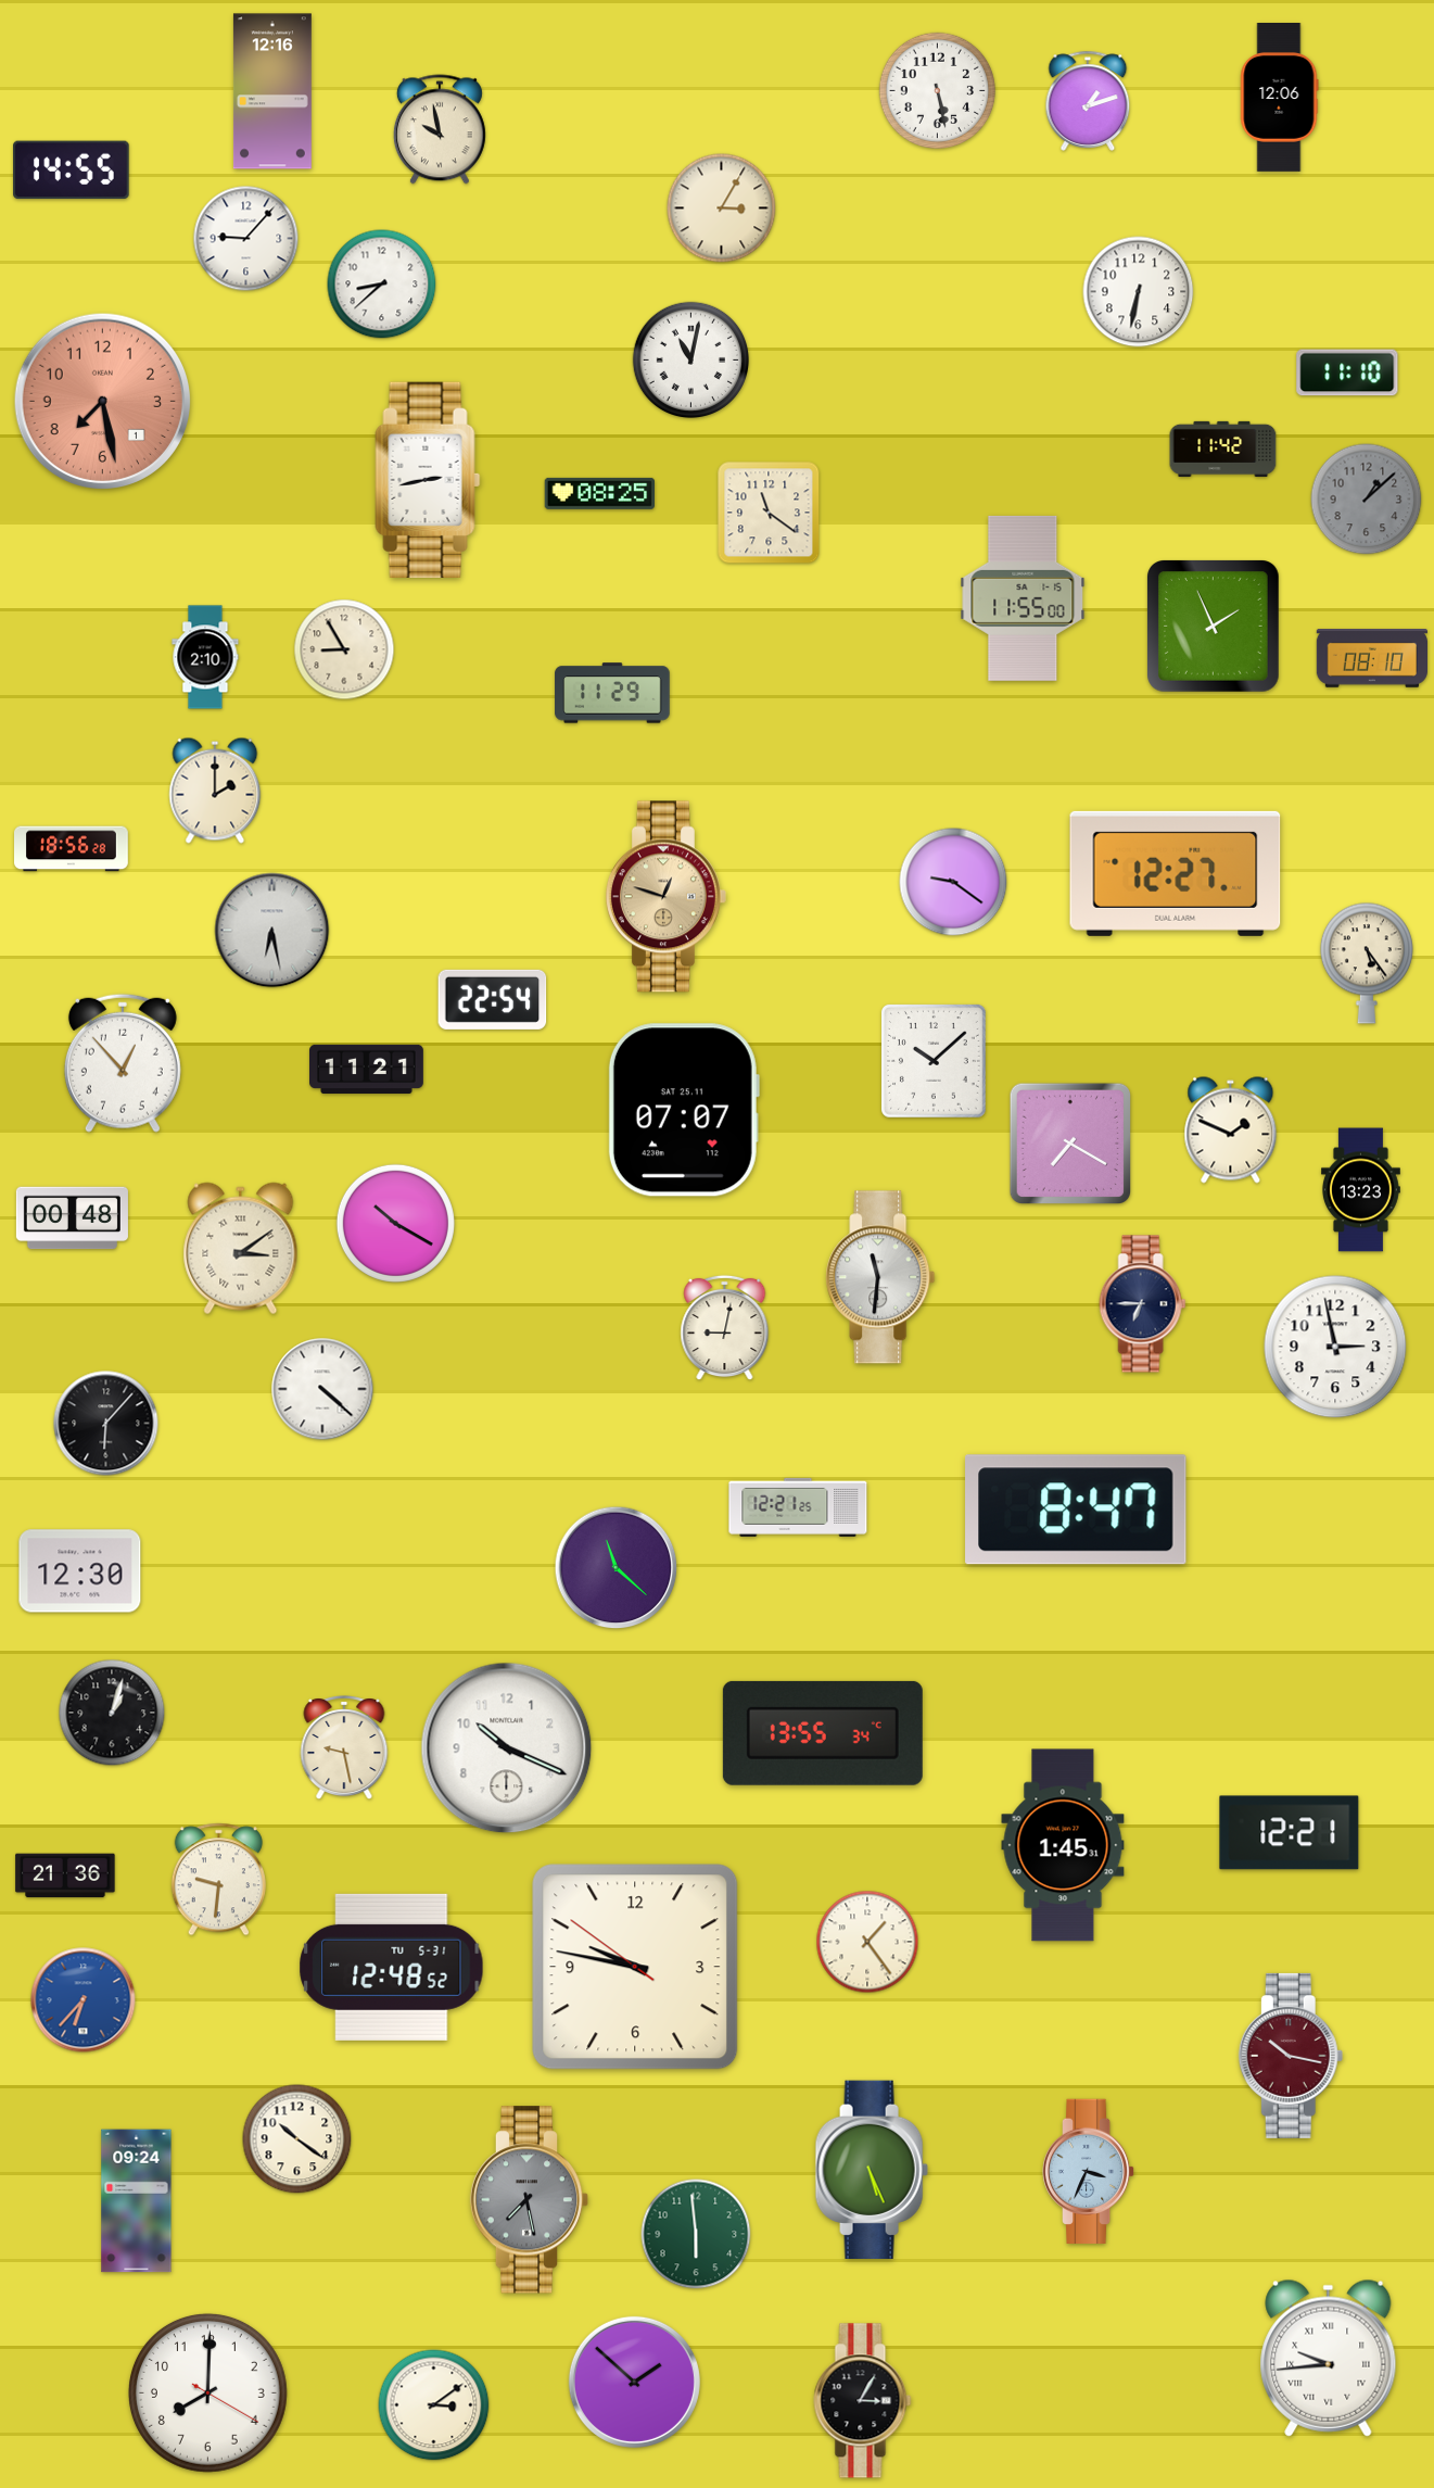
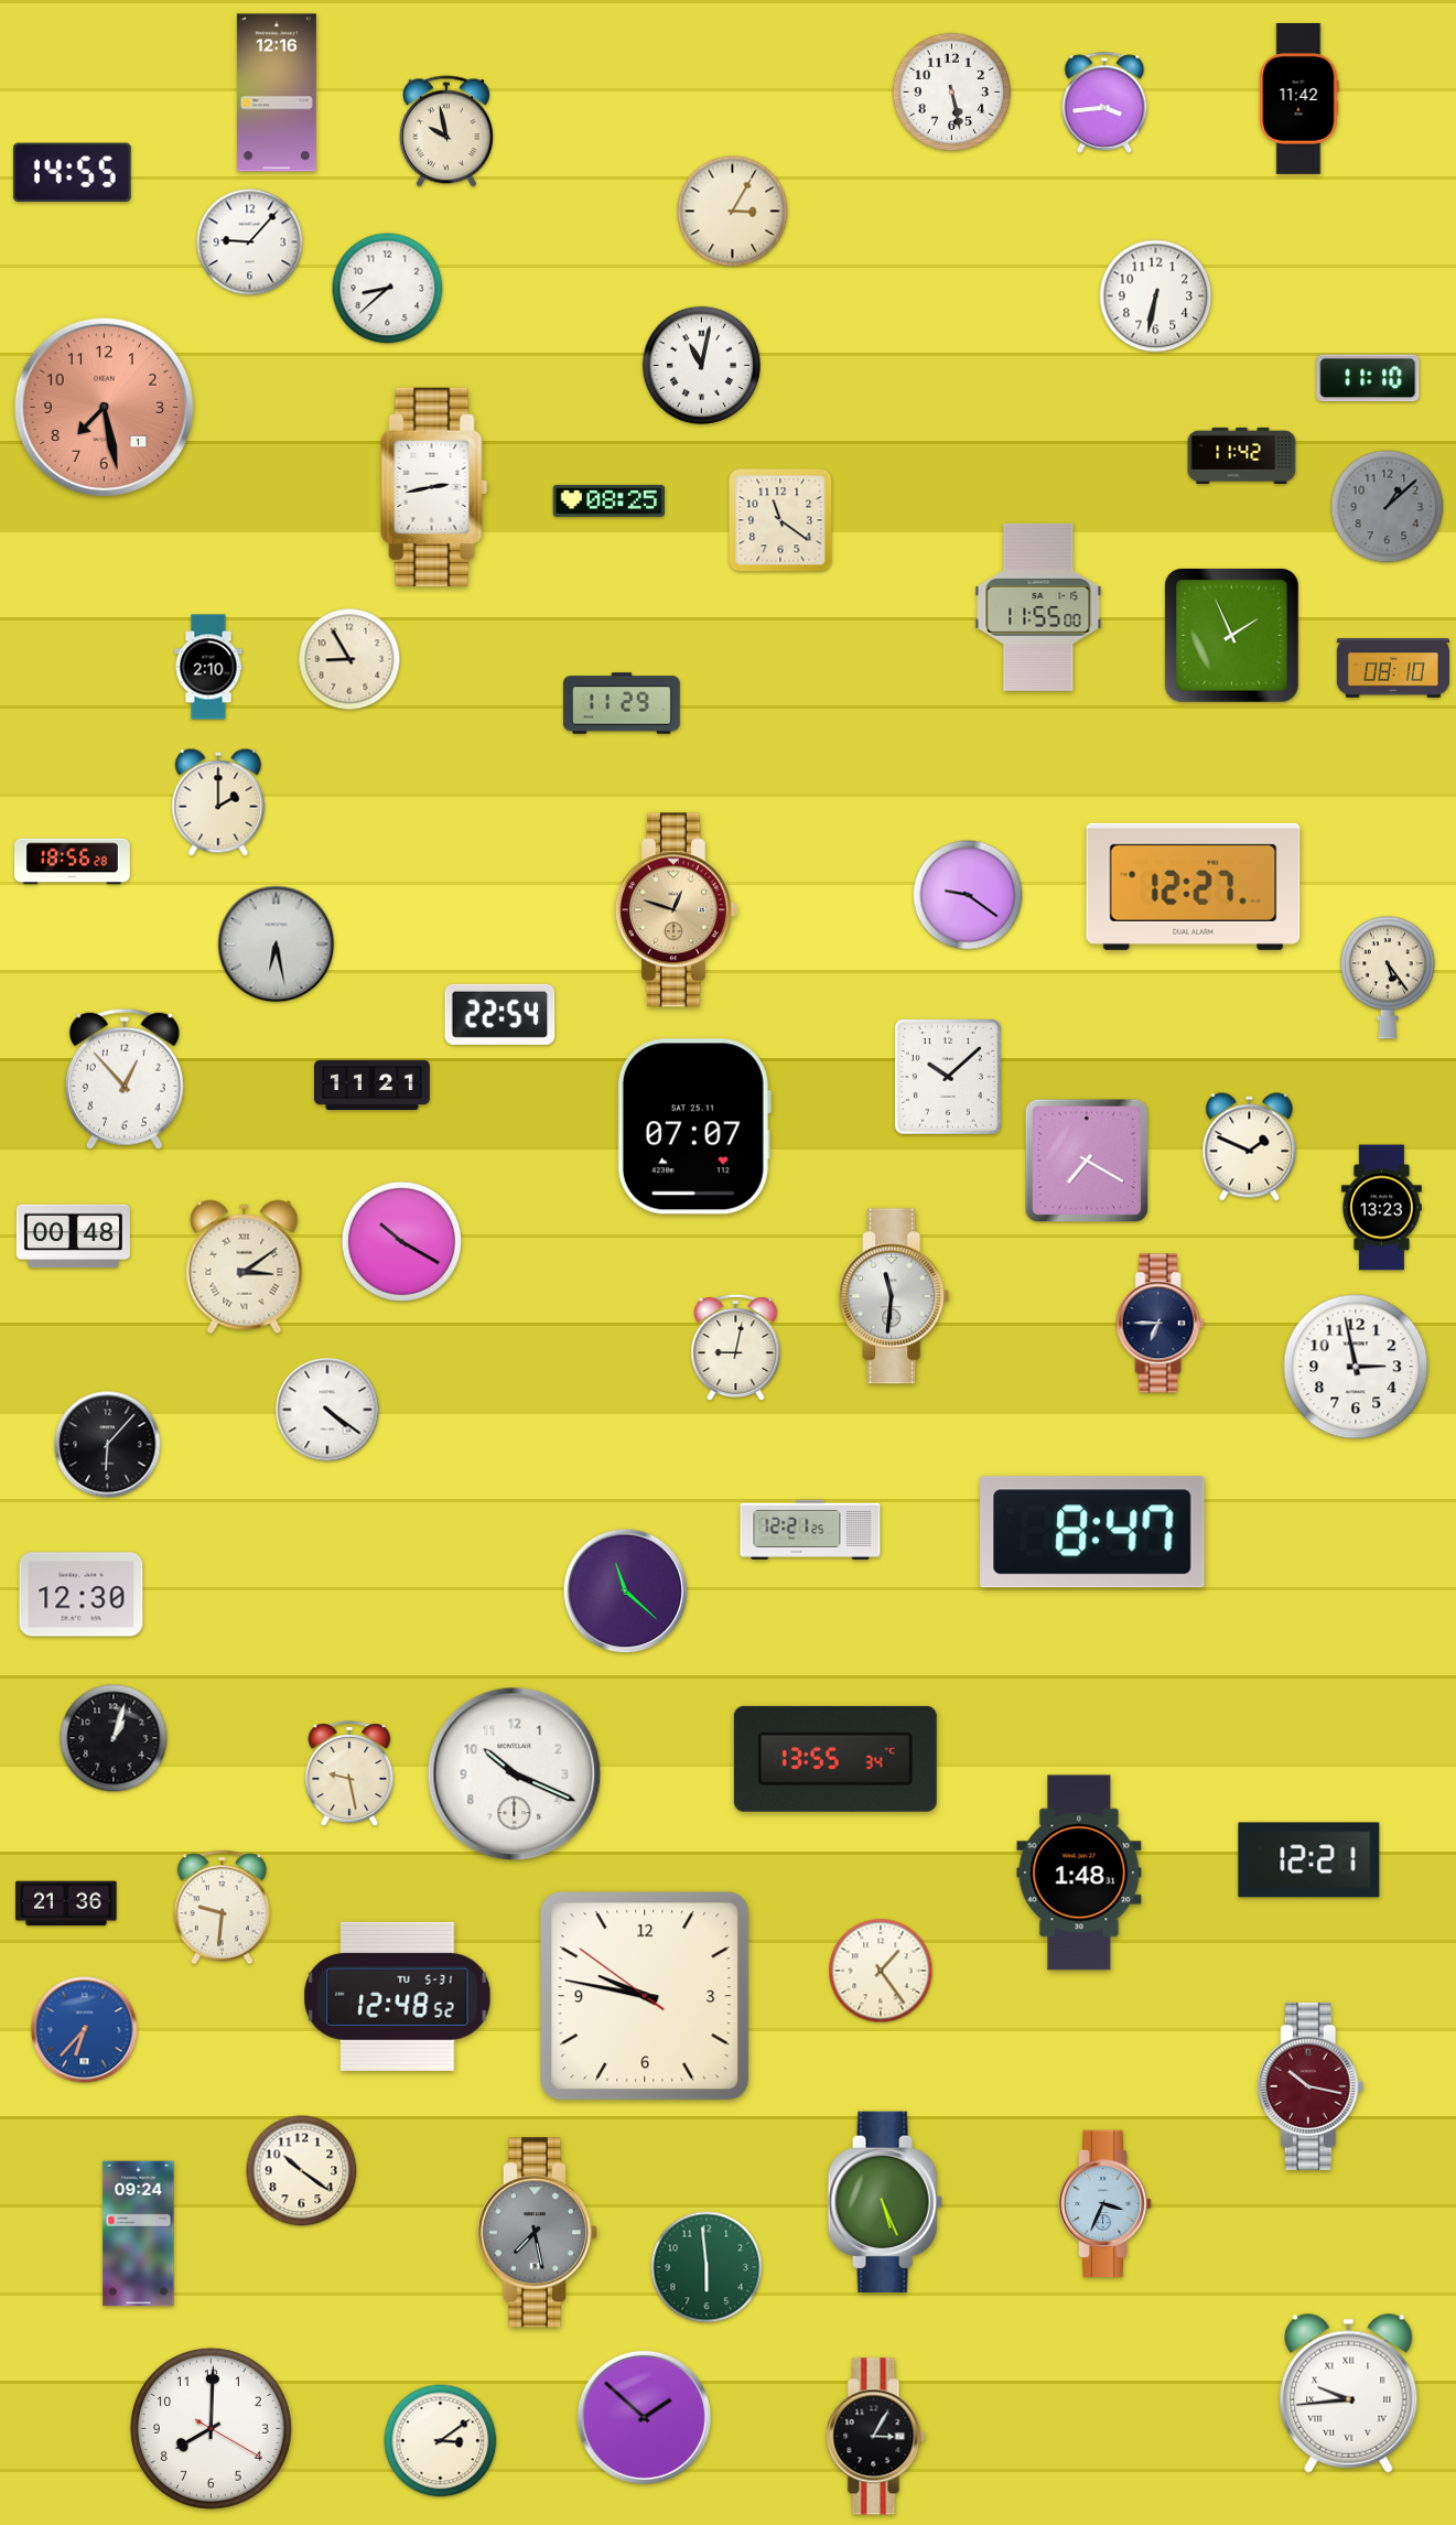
clock at (1280, 98): 12:06 -> 11:42
clock at (1088, 101): 1:12 -> 3:44
clock at (322, 1389): 4:22 -> 4:21
clock at (1063, 1845): 1:45 -> 1:48
